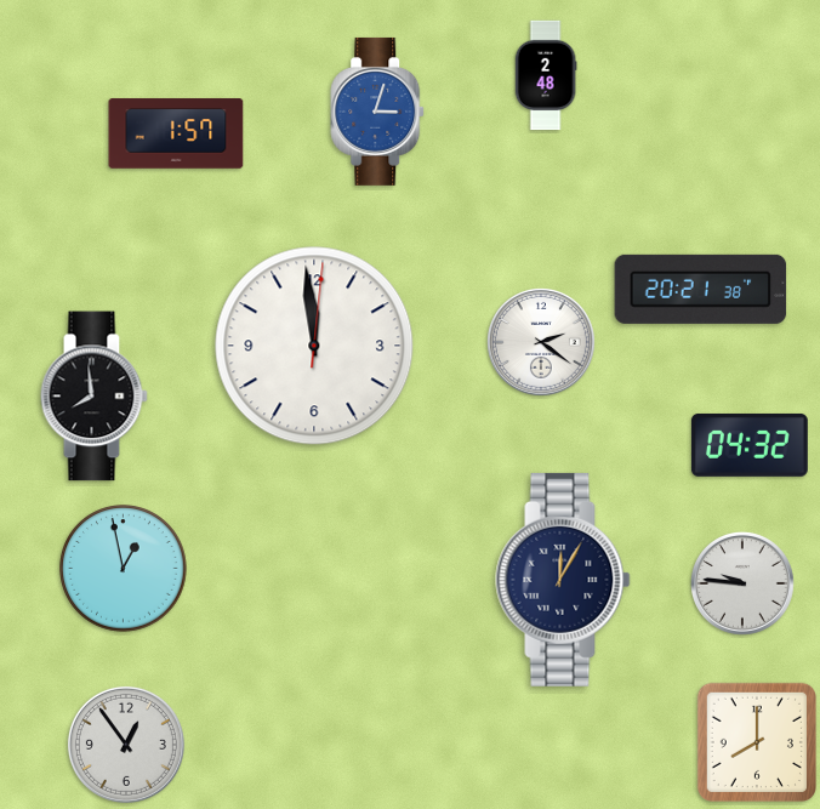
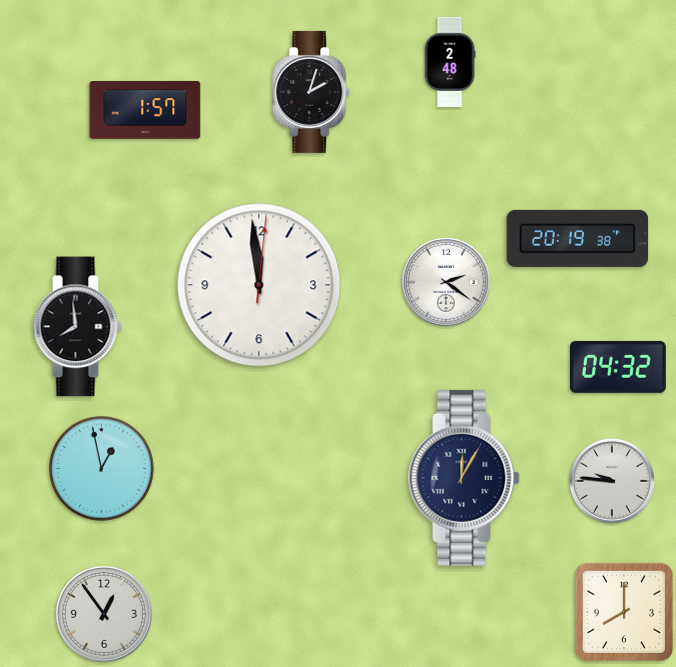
clock at (378, 112): 3:03 -> 2:03
clock at (378, 112) dial: blue -> black
clock at (701, 289): 20:21 -> 20:19
